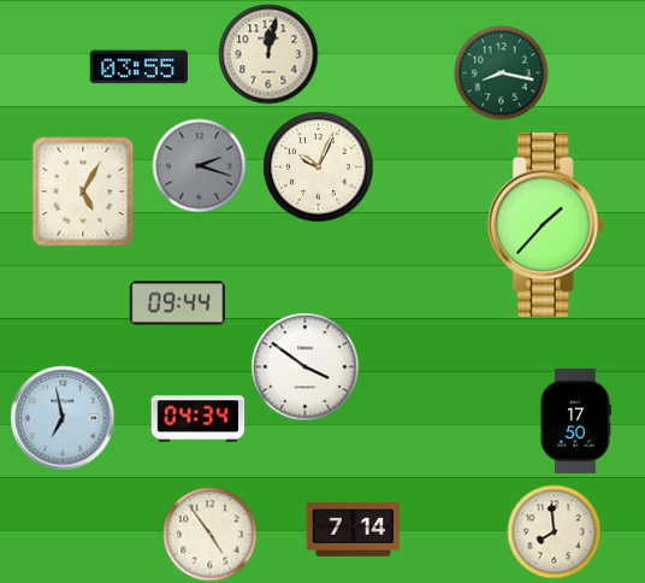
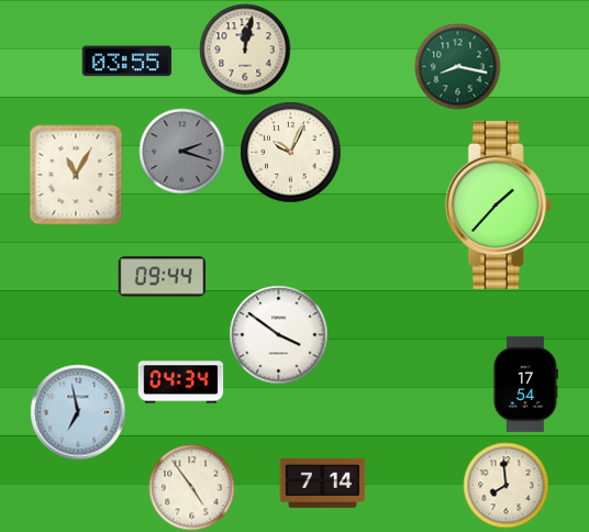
clock at (83, 192): 5:05 -> 11:05
clock at (63, 418) position: (63, 418) -> (78, 412)
clock at (575, 420): 17:50 -> 17:54
